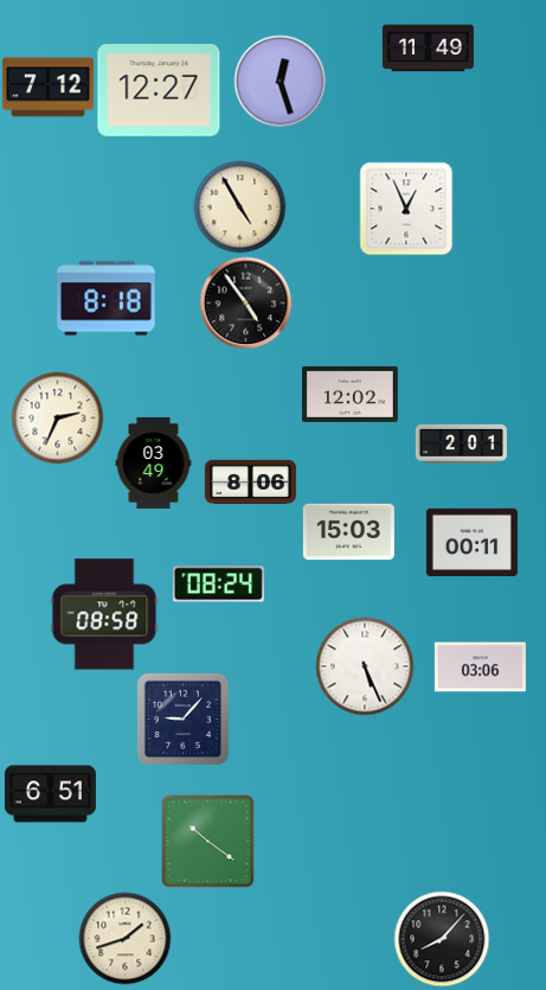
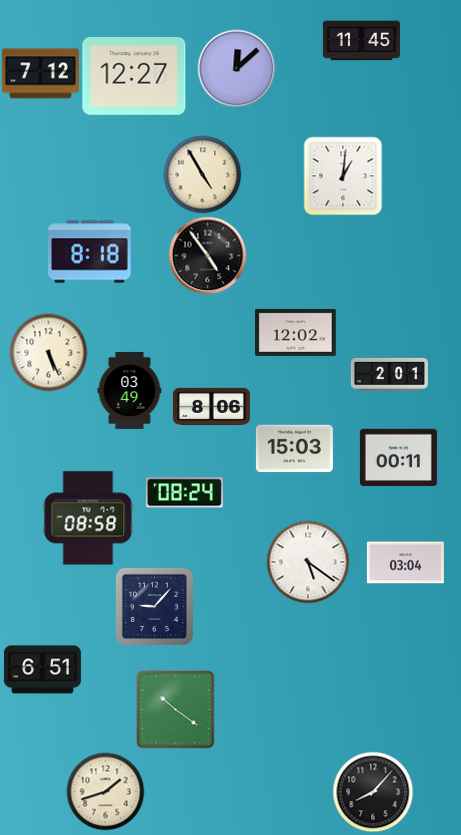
clock at (428, 49): 11:49 -> 11:45
clock at (280, 81): 12:27 -> 12:08
clock at (406, 209): 12:56 -> 1:01
clock at (57, 417): 2:34 -> 5:26
clock at (365, 666): 5:26 -> 5:21
clock at (480, 668): 03:06 -> 03:04
